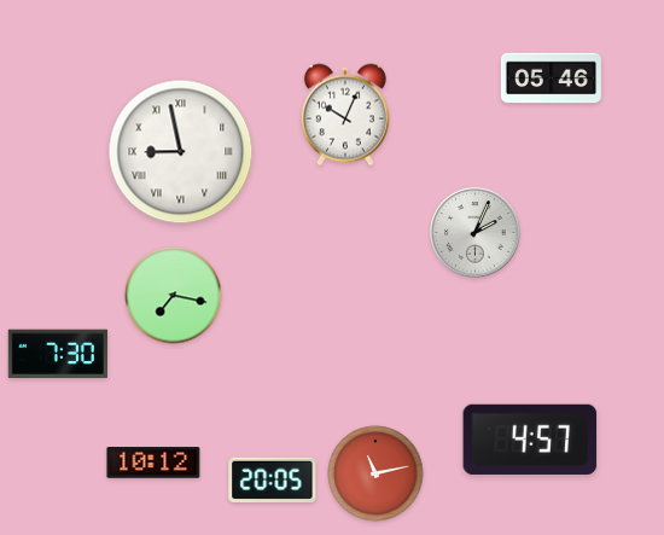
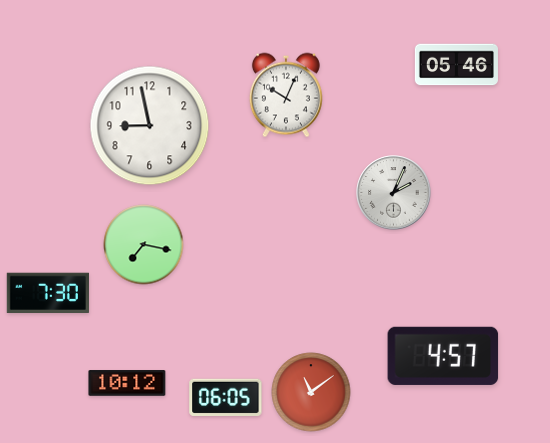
clock at (181, 152) numerals: Roman -> Arabic
clock at (530, 440) position: (530, 440) -> (443, 356)
clock at (375, 473): 11:13 -> 11:09
clock at (273, 479): 20:05 -> 06:05
